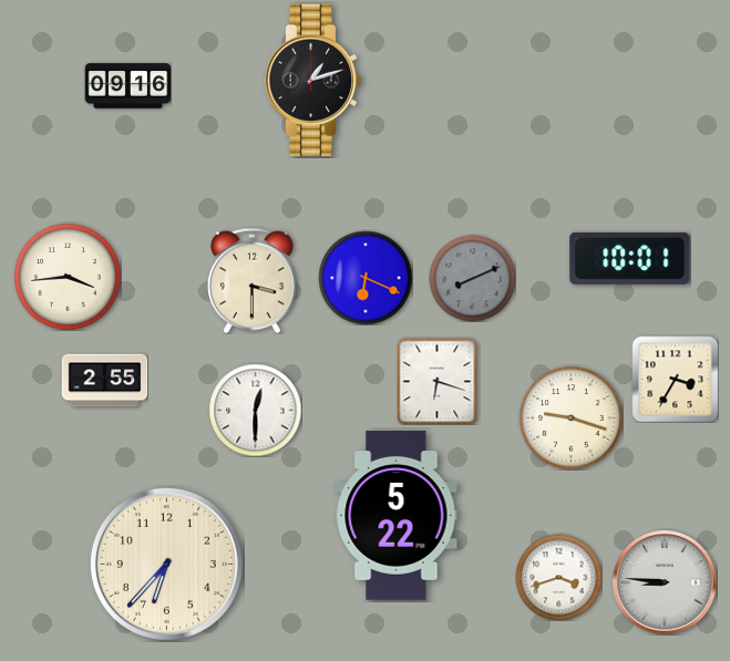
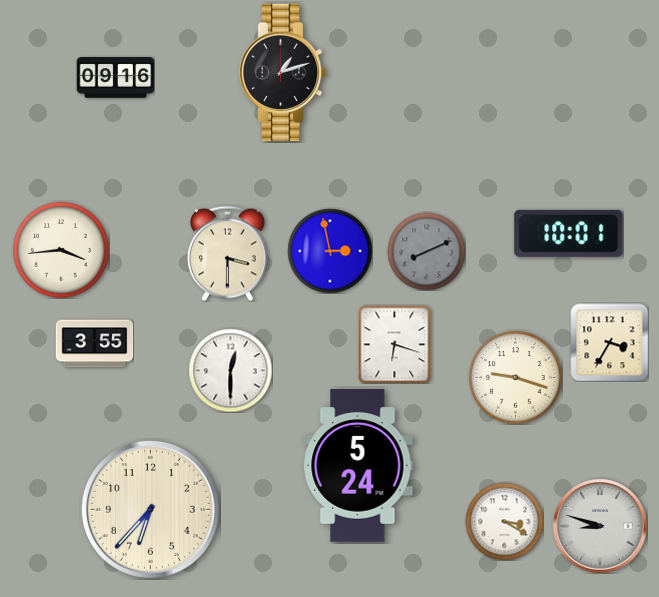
clock at (366, 278): 6:19 -> 2:58
clock at (104, 381): 2:55 -> 3:55
clock at (397, 516): 5:22 -> 5:24
clock at (558, 577): 3:42 -> 3:20
clock at (665, 582): 8:46 -> 8:48
